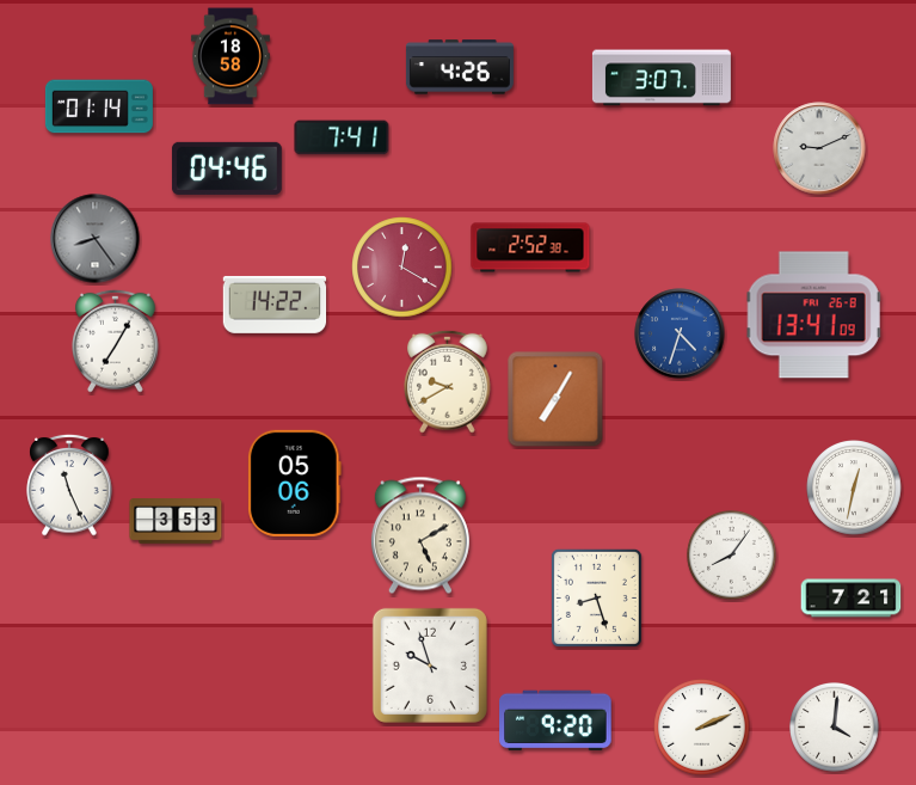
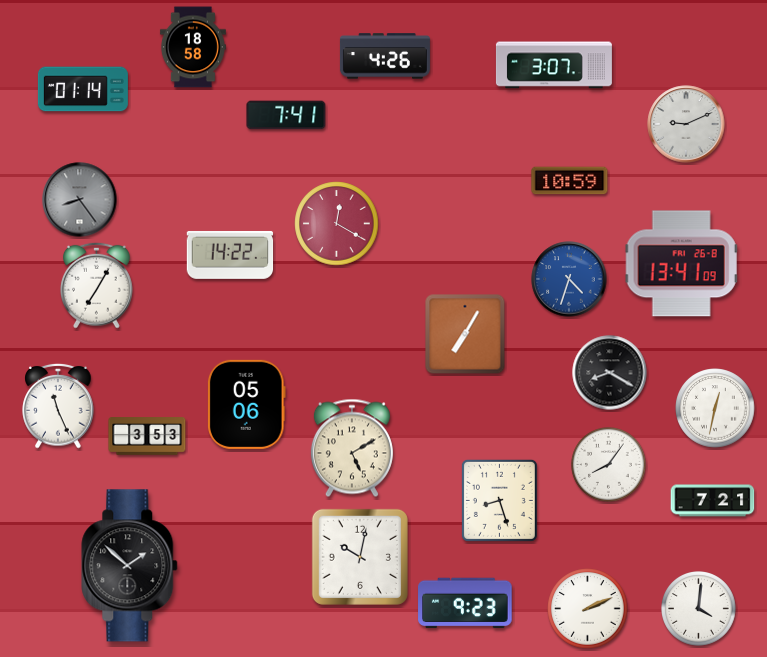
clock at (227, 168): 04:46 -> none
clock at (570, 181): none -> 10:59
clock at (530, 247): 2:52 -> none
clock at (448, 381): 9:40 -> none
clock at (610, 373): none -> 8:20
clock at (732, 556) position: (732, 556) -> (609, 465)
clock at (430, 666): 9:57 -> 10:02
clock at (130, 566): none -> 1:52
clock at (555, 720): 9:20 -> 9:23
